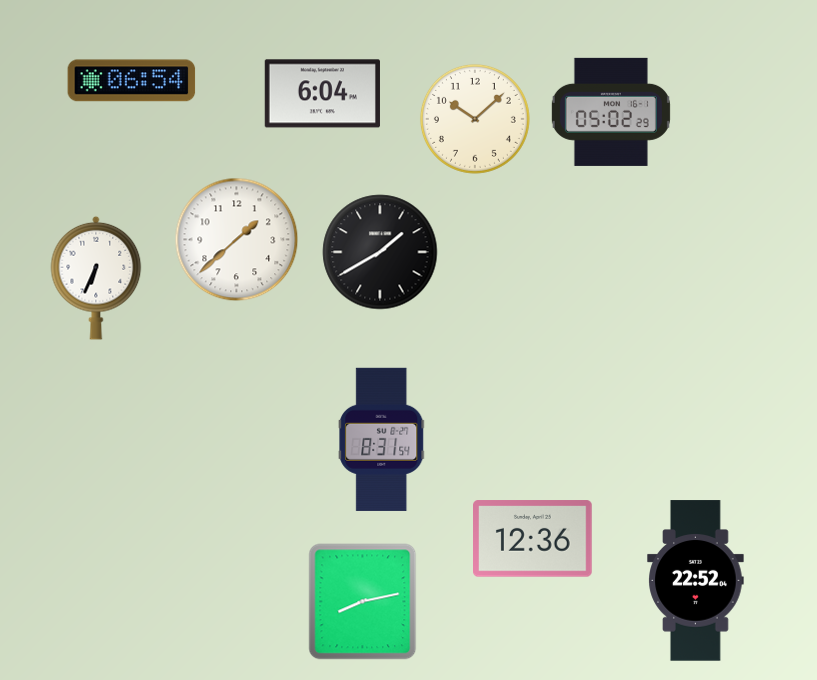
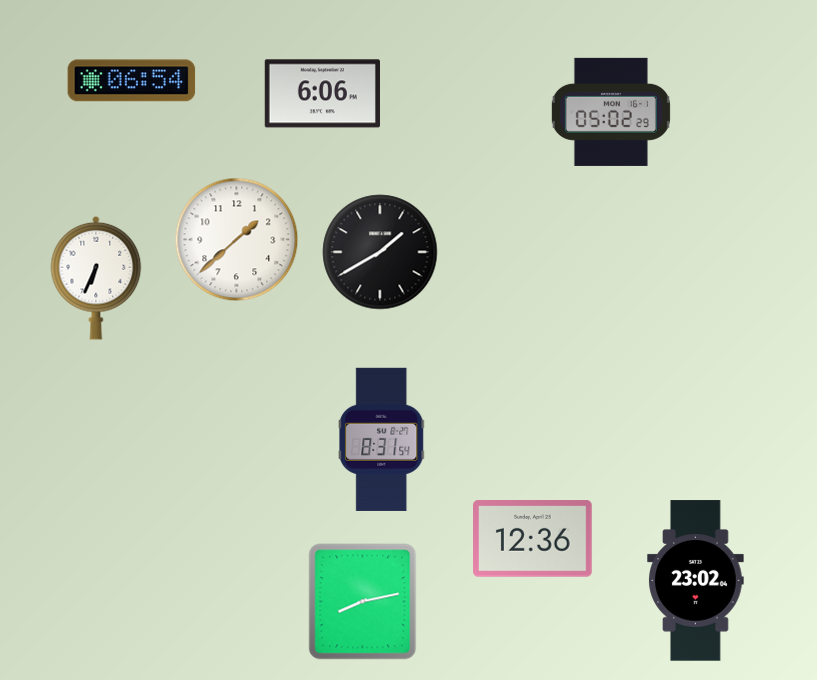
clock at (322, 94): 6:04 -> 6:06
clock at (475, 119): 10:08 -> none
clock at (696, 581): 22:52 -> 23:02
